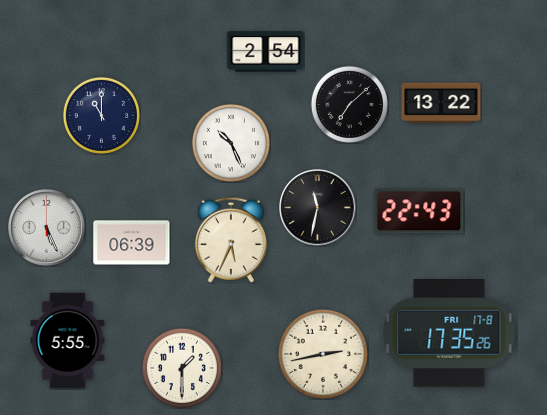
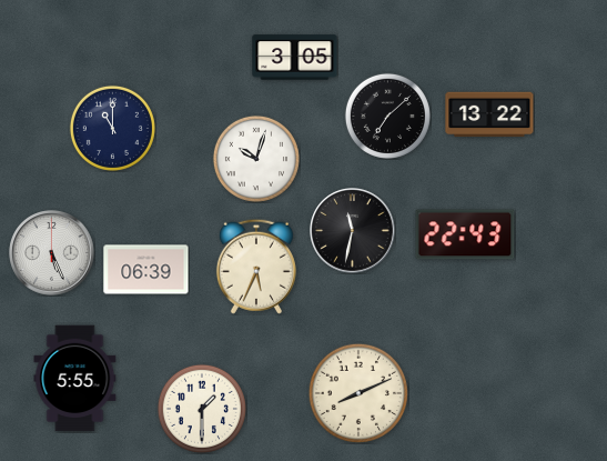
clock at (266, 52): 2:54 -> 3:05
clock at (231, 143): 10:26 -> 10:03
clock at (449, 334): 17:35 -> none
clock at (322, 353): 2:43 -> 8:11
